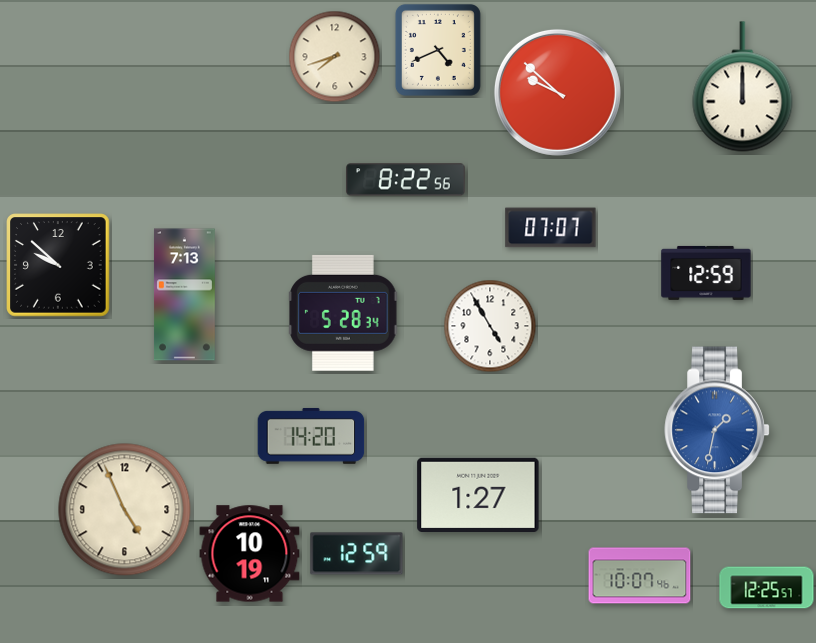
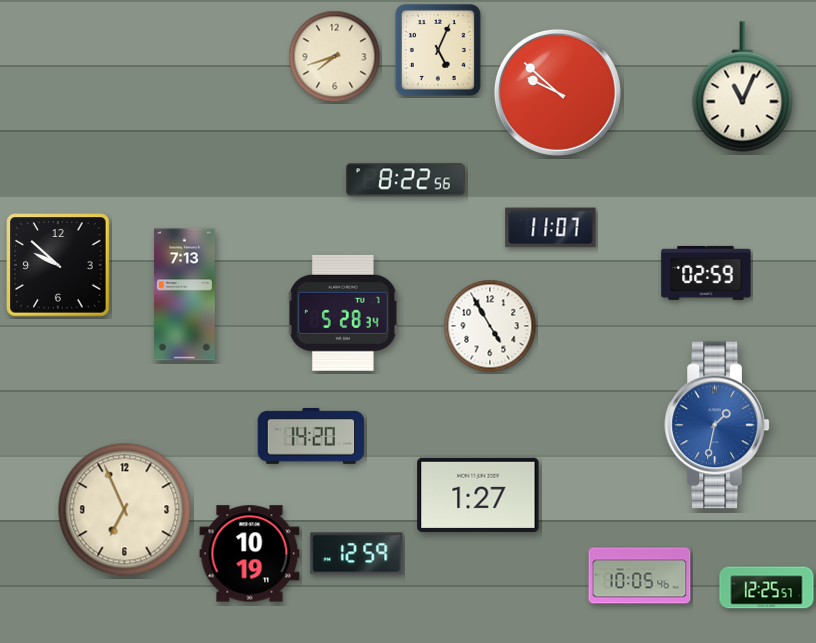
clock at (438, 50): 4:41 -> 5:04
clock at (743, 87): 12:00 -> 11:04
clock at (551, 228): 07:07 -> 11:07
clock at (706, 273): 12:59 -> 02:59
clock at (717, 430) position: (717, 430) -> (717, 425)
clock at (125, 510): 4:56 -> 6:56
clock at (640, 576): 10:07 -> 10:05
